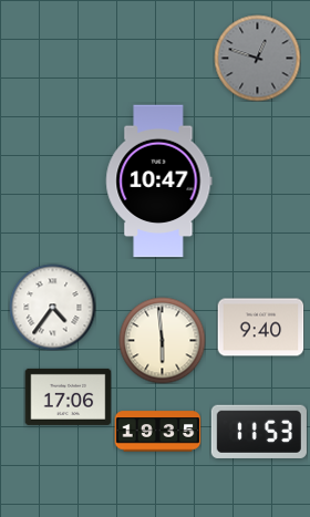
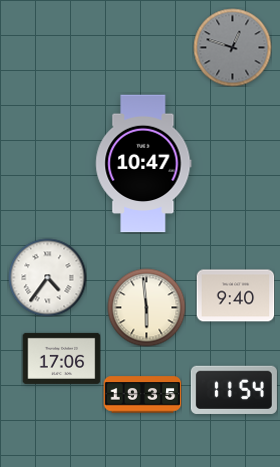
clock at (257, 58) position: (257, 58) -> (232, 47)
clock at (157, 432) position: (157, 432) -> (142, 395)
clock at (259, 432): 11:53 -> 11:54
